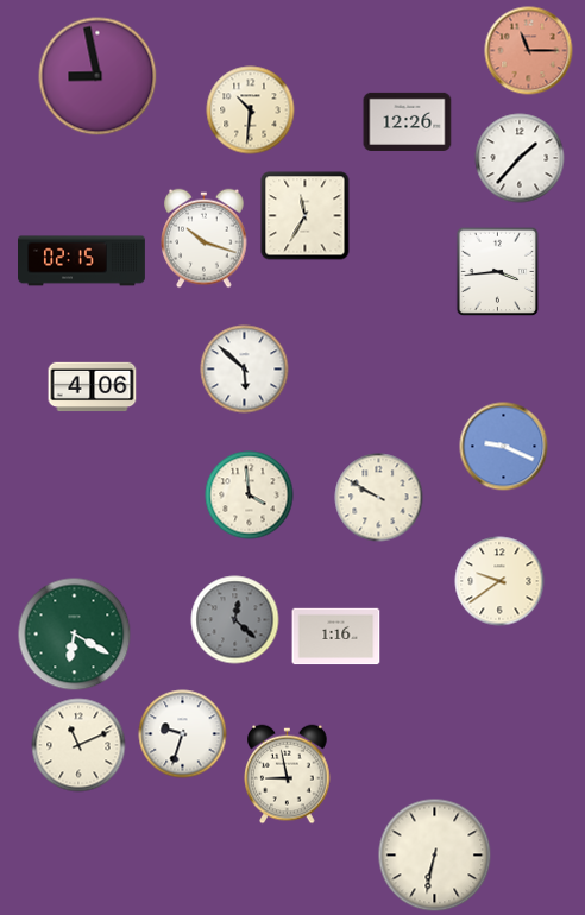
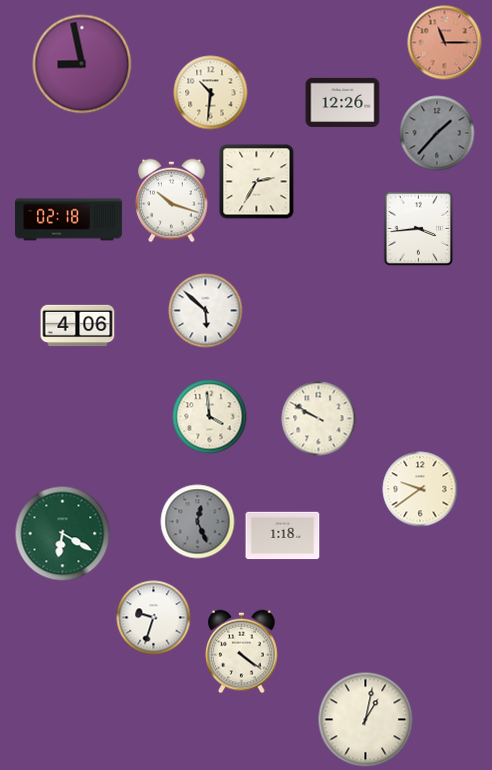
clock at (520, 158) dial: white -> grey
clock at (306, 216): 11:35 -> 2:35
clock at (82, 261): 02:15 -> 02:18
clock at (504, 447): 9:19 -> none
clock at (235, 620): 12:22 -> 12:26
clock at (336, 637): 1:16 -> 1:18
clock at (78, 745): 11:11 -> none
clock at (288, 775): 8:58 -> 4:21
clock at (435, 856): 6:32 -> 1:02
